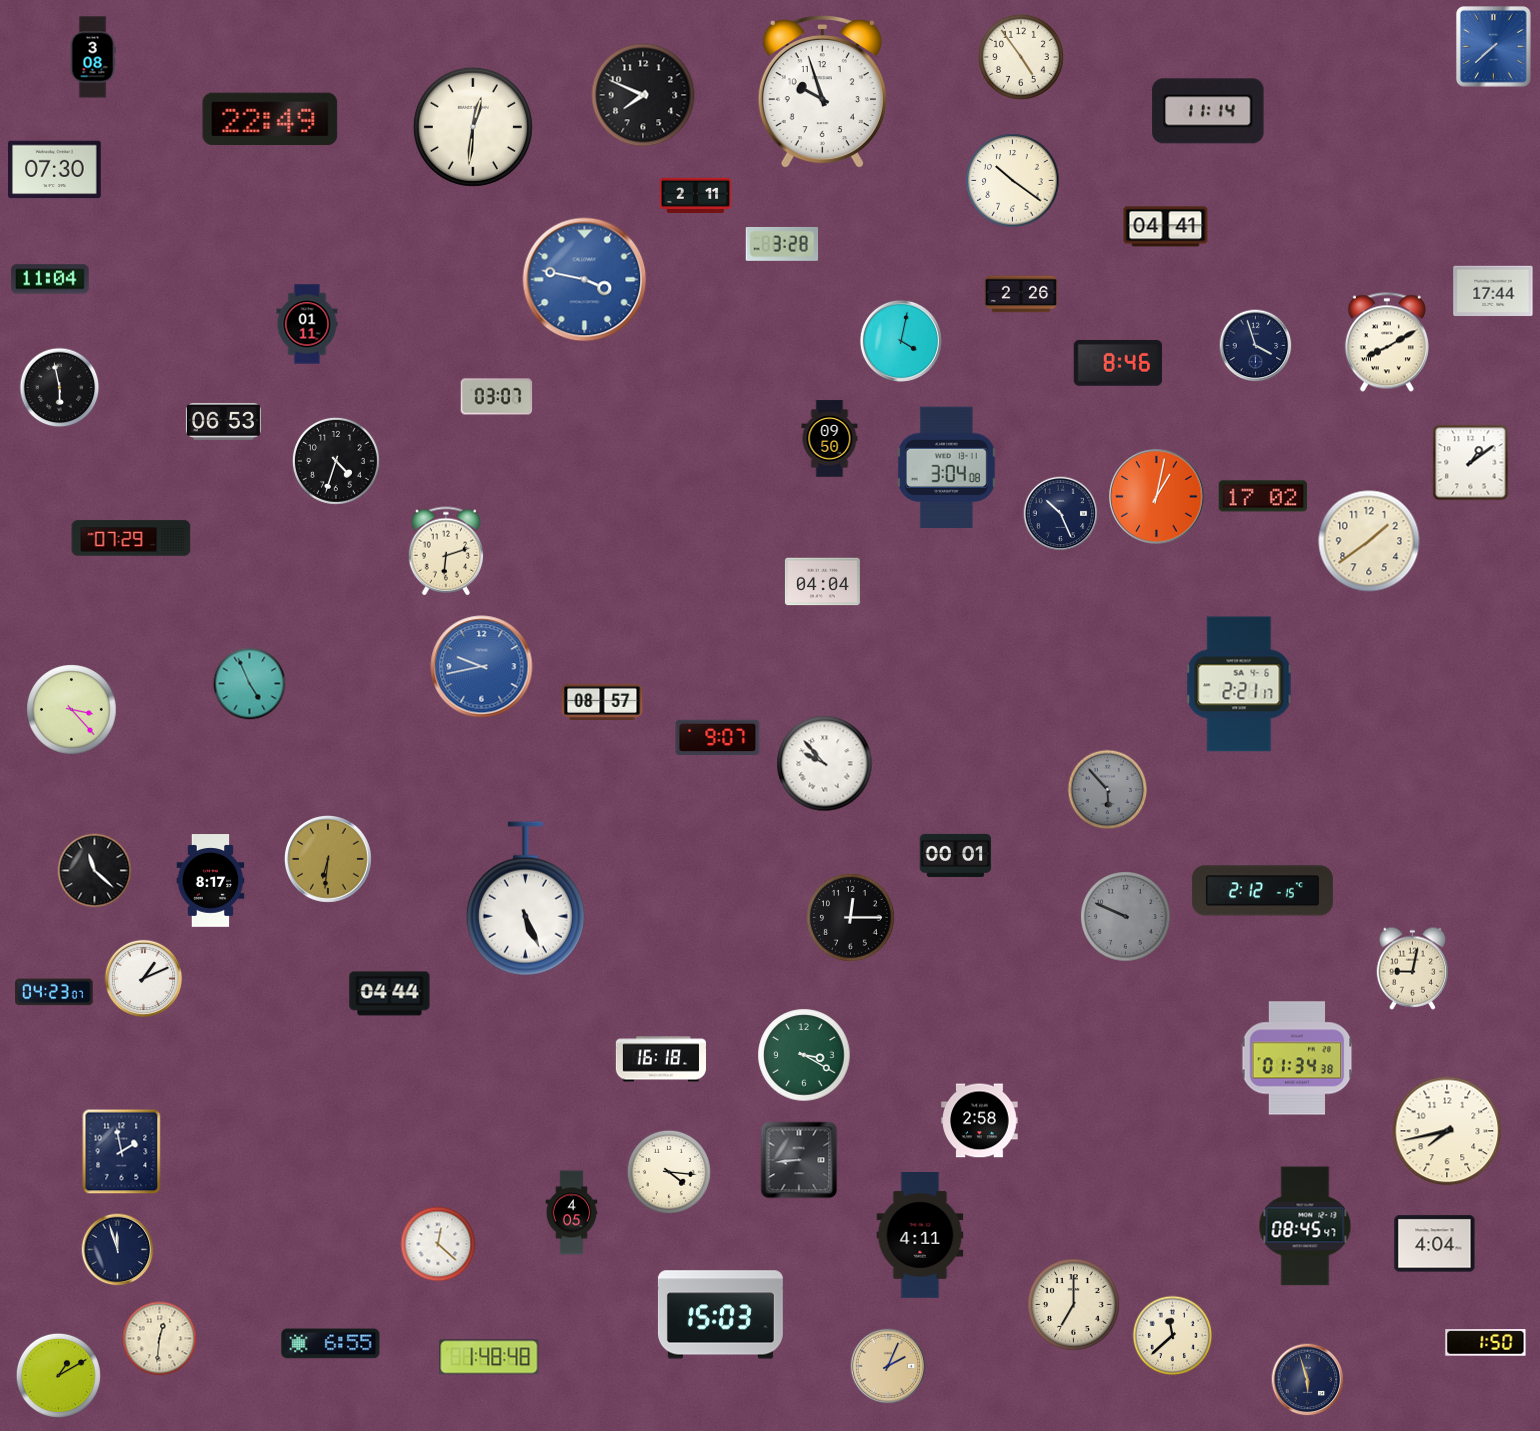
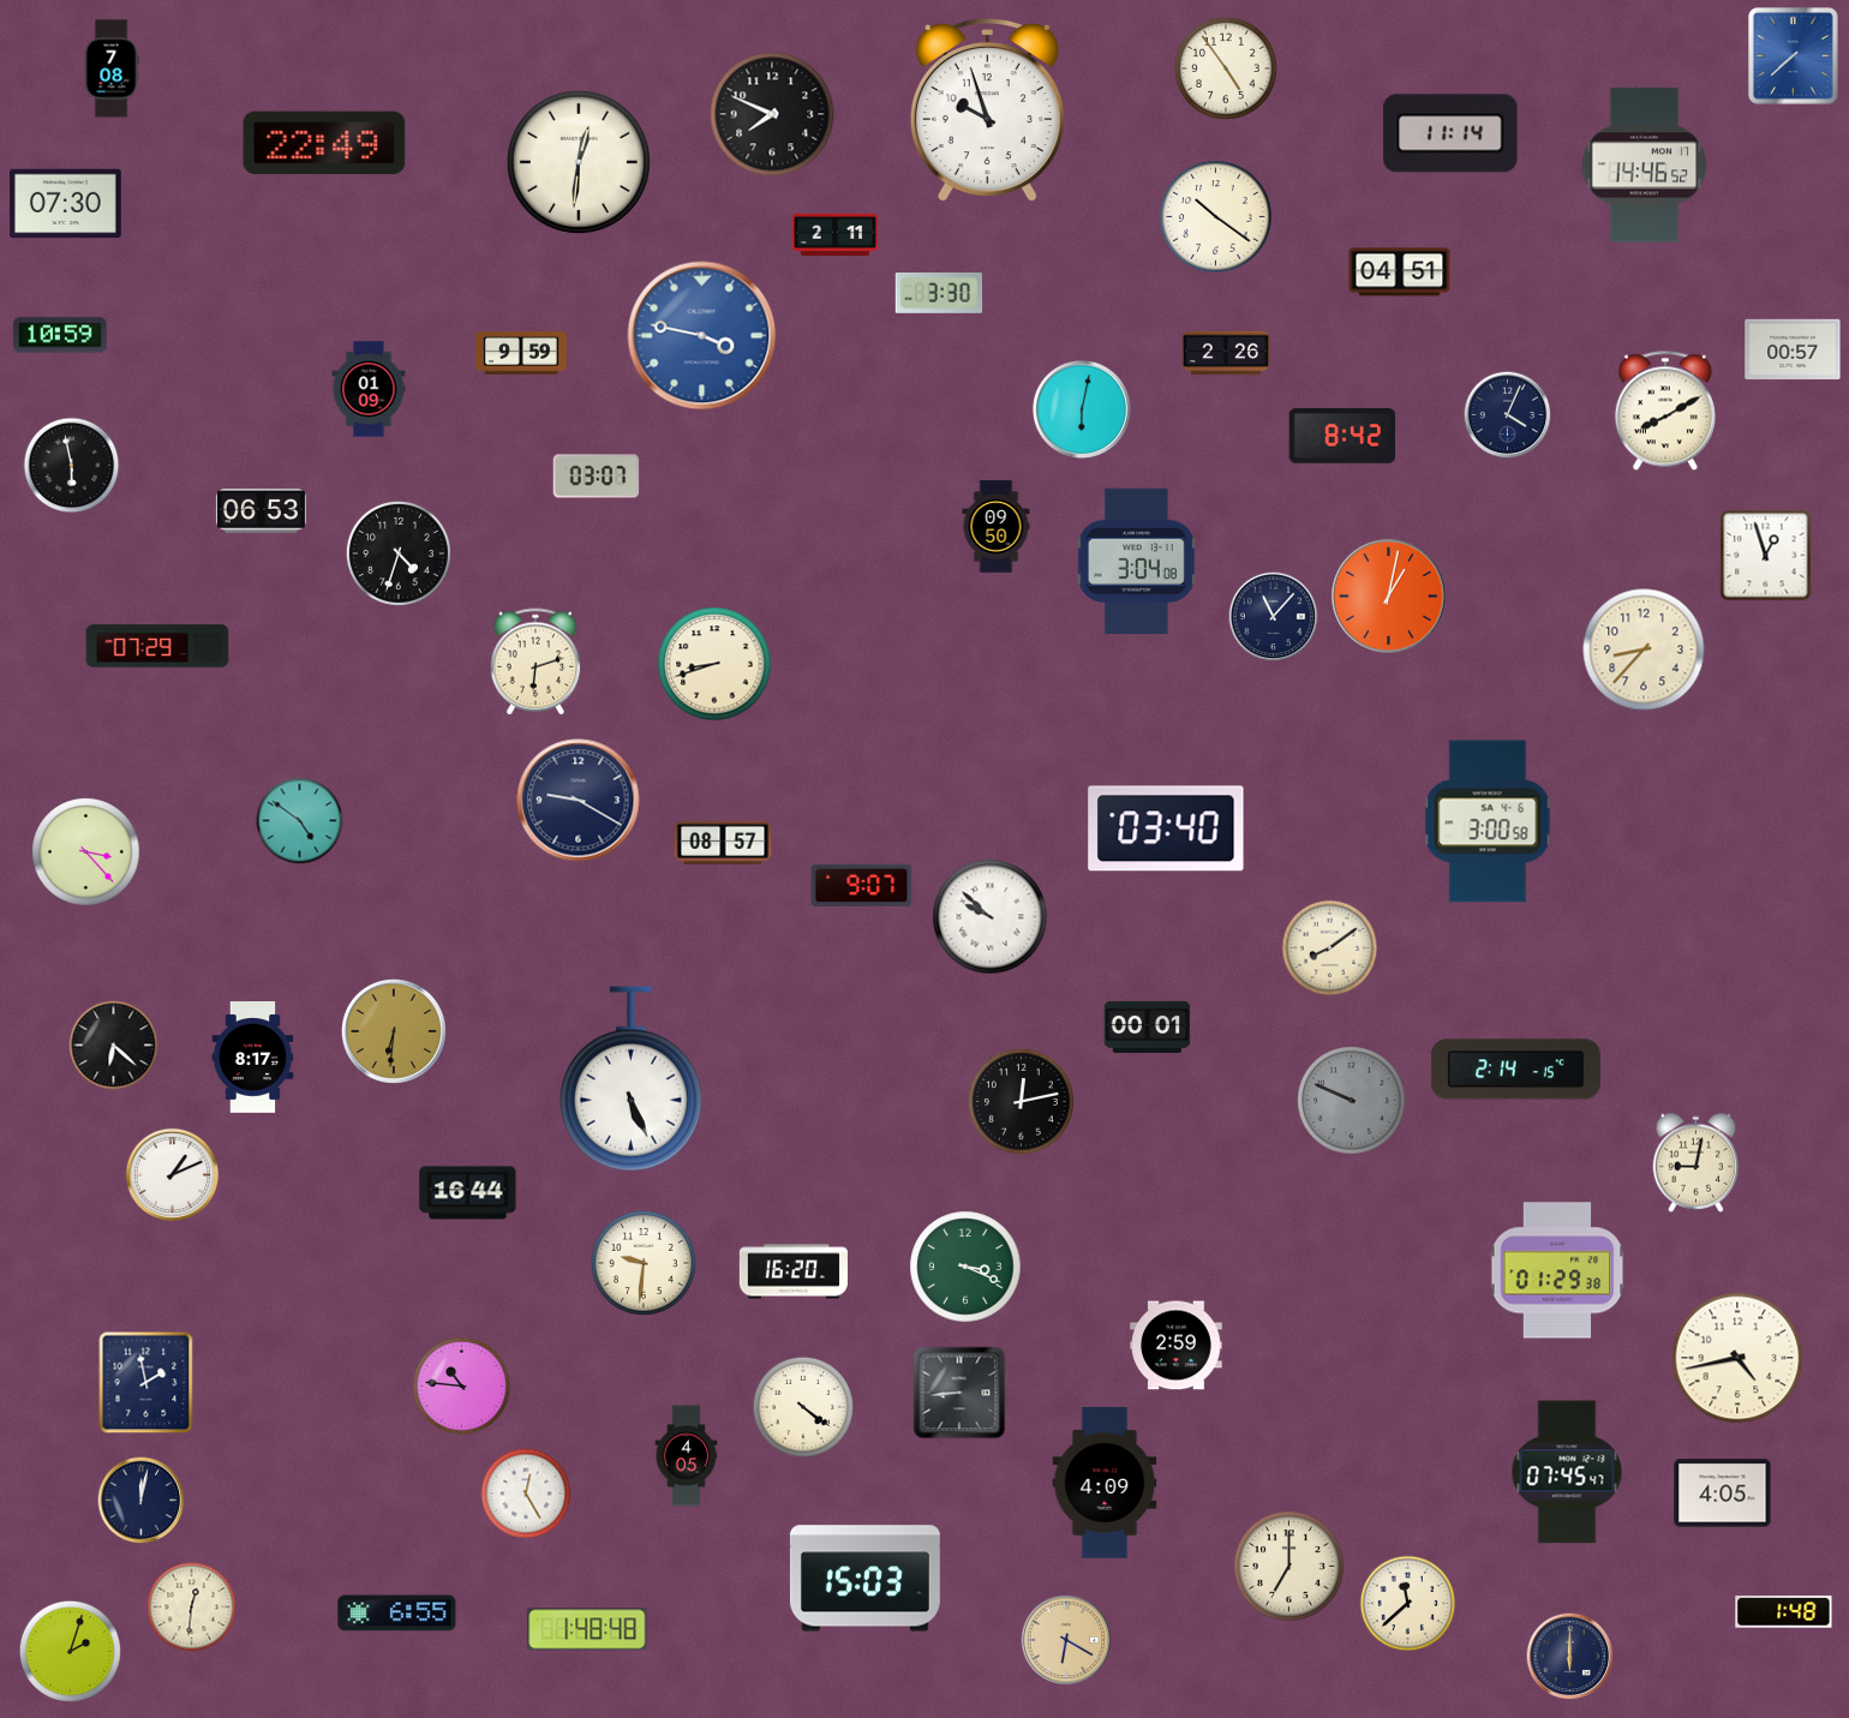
clock at (93, 57): 3:08 -> 7:08
clock at (473, 127) position: (473, 127) -> (579, 162)
clock at (1645, 166): none -> 14:46
clock at (1166, 227): 04:41 -> 04:51
clock at (782, 244): 3:28 -> 3:30
clock at (50, 279): 11:04 -> 10:59
clock at (1493, 291): 17:44 -> 00:57
clock at (522, 353): none -> 9:59
clock at (307, 324): 01:11 -> 01:09
clock at (901, 341): 4:02 -> 6:02
clock at (1256, 346): 3:57 -> 4:04
clock at (1118, 363): 8:46 -> 8:42
clock at (223, 421) position: (223, 421) -> (261, 510)
clock at (336, 461) position: (336, 461) -> (399, 553)
clock at (1471, 463): 1:09 -> 12:57
clock at (1263, 496): 17:02 -> none
clock at (1061, 514): 10:26 -> 11:07
clock at (1369, 541): 1:39 -> 8:37
clock at (714, 664): none -> 8:42
clock at (822, 582): 04:04 -> none
clock at (482, 667): 9:43 -> 9:20
clock at (482, 667) dial: blue -> navy
clock at (250, 684): 4:56 -> 4:51
clock at (1239, 684): 2:21 -> 3:00
clock at (1166, 828): none -> 03:40
clock at (825, 764): 9:53 -> 9:52
clock at (1108, 790): 5:53 -> 8:09
clock at (1108, 790) dial: grey -> cream
clock at (95, 871): 11:22 -> 6:22
clock at (1262, 891): 2:12 -> 2:14
clock at (850, 917): 12:15 -> 12:13
clock at (54, 992): 04:23 -> none
clock at (390, 994): 04:44 -> 16:44
clock at (644, 1263): none -> 9:31
clock at (804, 1055): 3:20 -> 3:19
clock at (1297, 1058): 01:34 -> 01:29
clock at (661, 1059): 16:18 -> 16:20
clock at (980, 1121): 2:58 -> 2:59
clock at (1447, 1131): 7:43 -> 4:43
clock at (462, 1387): none -> 10:46
clock at (669, 1172): 4:16 -> 4:21
clock at (1305, 1226): 08:45 -> 07:45
clock at (920, 1236): 4:11 -> 4:09
clock at (438, 1244): 12:22 -> 12:25
clock at (1435, 1244): 4:04 -> 4:05
clock at (118, 1250): 11:57 -> 12:02
clock at (1486, 1343): 1:50 -> 1:48
clock at (888, 1366): 2:04 -> 6:20
clock at (58, 1375): 1:10 -> 2:03
clock at (1308, 1380): 5:57 -> 6:00
